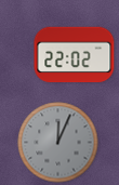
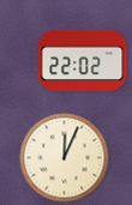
clock at (58, 143) dial: grey -> cream
